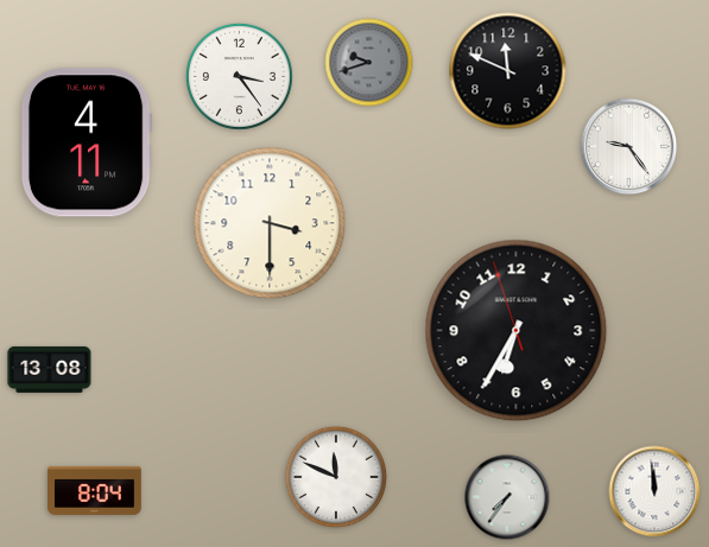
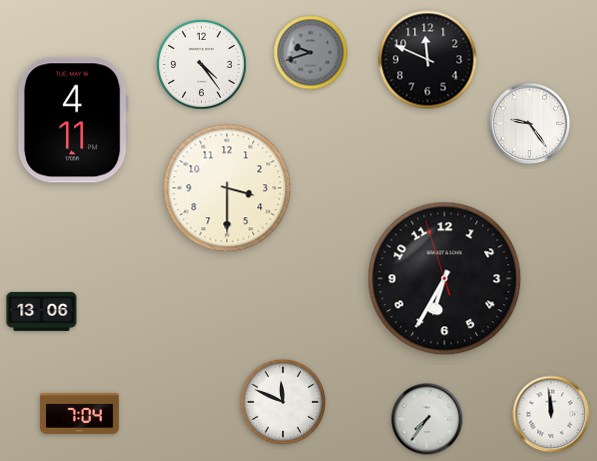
clock at (240, 77): 3:24 -> 4:24
clock at (517, 331) position: (517, 331) -> (445, 279)
clock at (50, 369): 13:08 -> 13:06
clock at (95, 490): 8:04 -> 7:04
